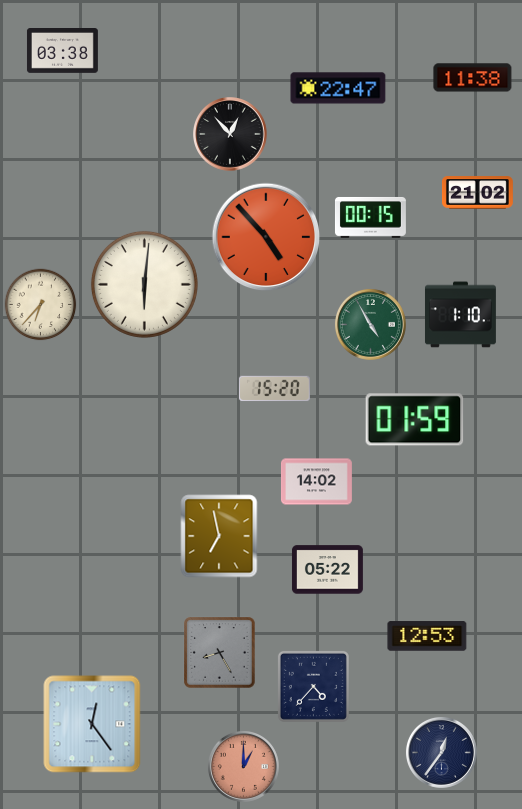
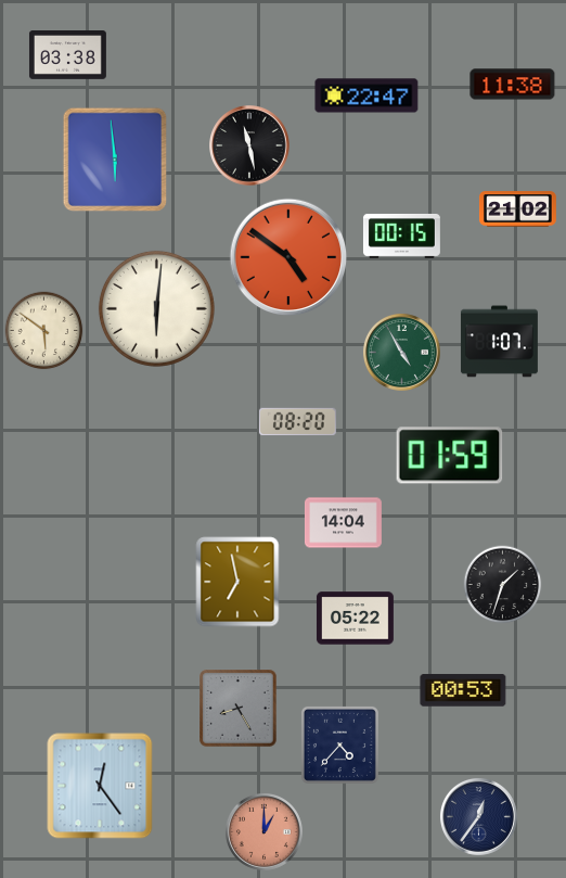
clock at (231, 135): 12:53 -> 11:28
clock at (115, 160): none -> 5:59
clock at (266, 237): 4:53 -> 4:51
clock at (41, 305): 6:37 -> 5:51
clock at (460, 315): 1:10 -> 1:07
clock at (274, 389): 15:20 -> 08:20
clock at (316, 482): 14:02 -> 14:04
clock at (503, 585): none -> 1:33
clock at (427, 636): 12:53 -> 00:53
